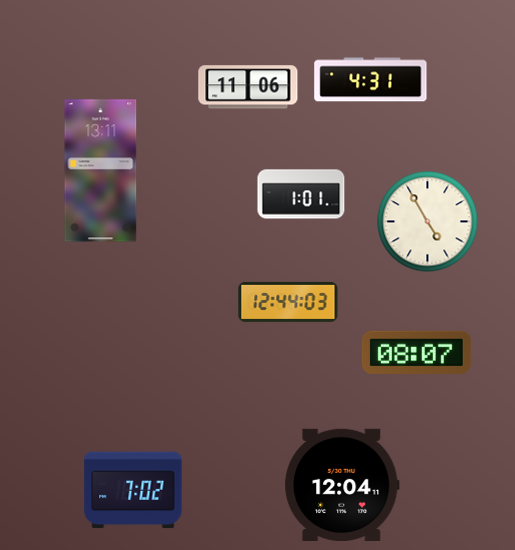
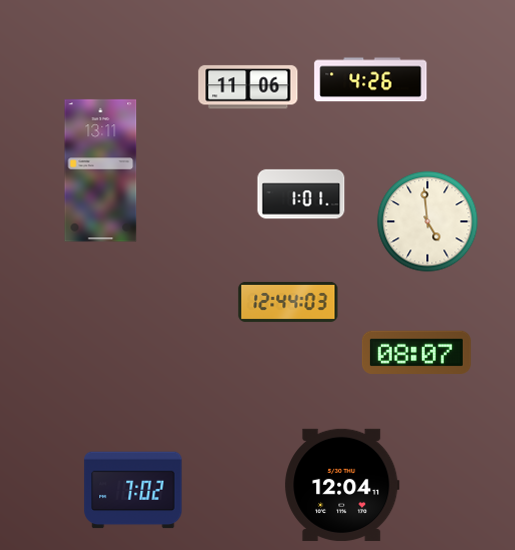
clock at (371, 80): 4:31 -> 4:26
clock at (428, 222): 4:55 -> 4:59
